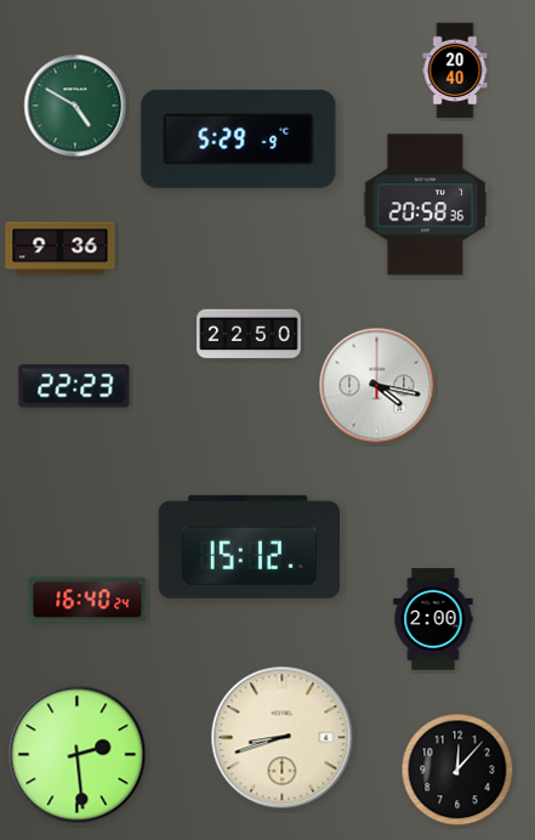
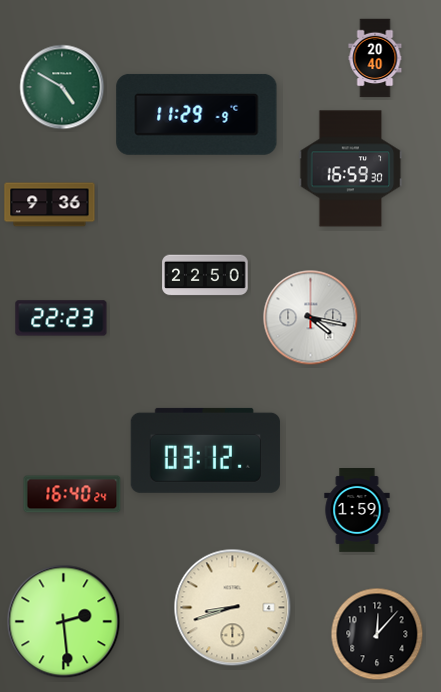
clock at (239, 138): 5:29 -> 11:29
clock at (426, 205): 20:58 -> 16:59
clock at (249, 546): 15:12 -> 03:12
clock at (433, 620): 2:00 -> 1:59
